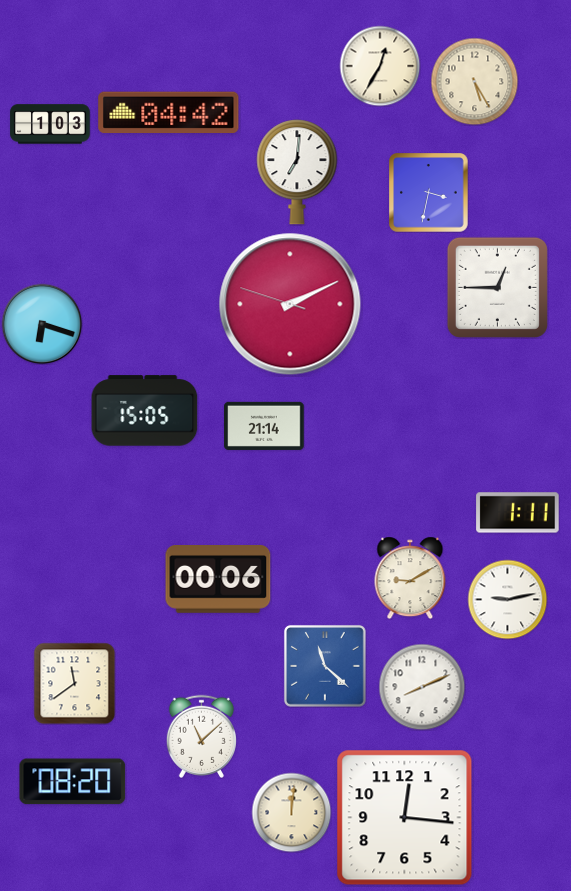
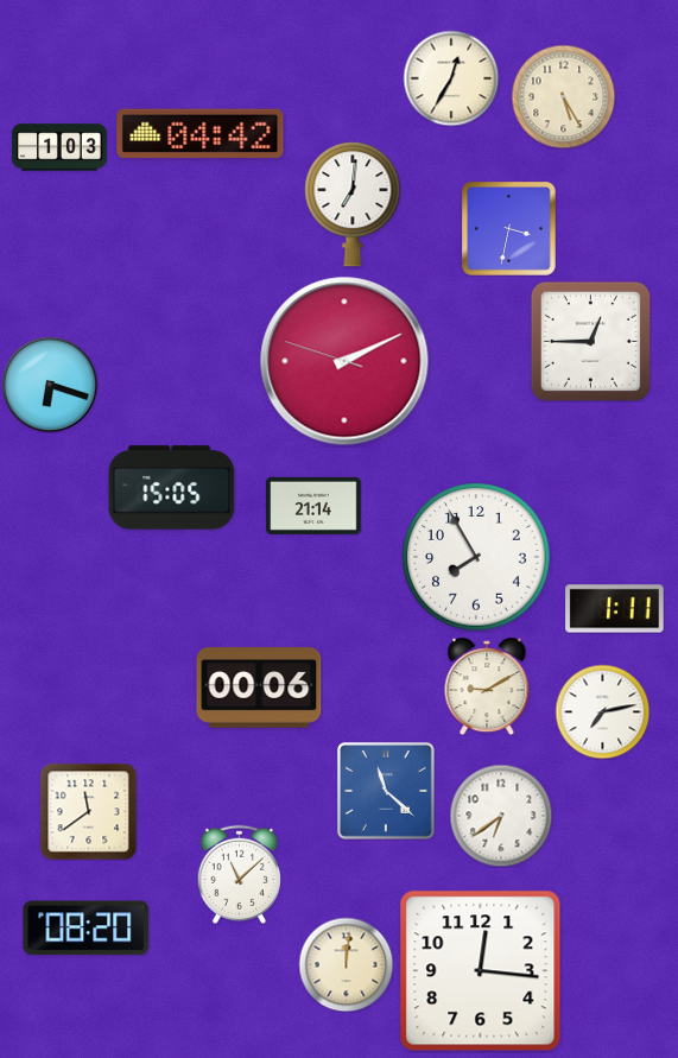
clock at (476, 557): none -> 7:55
clock at (507, 599): 9:13 -> 7:13
clock at (422, 687): 8:11 -> 6:39
